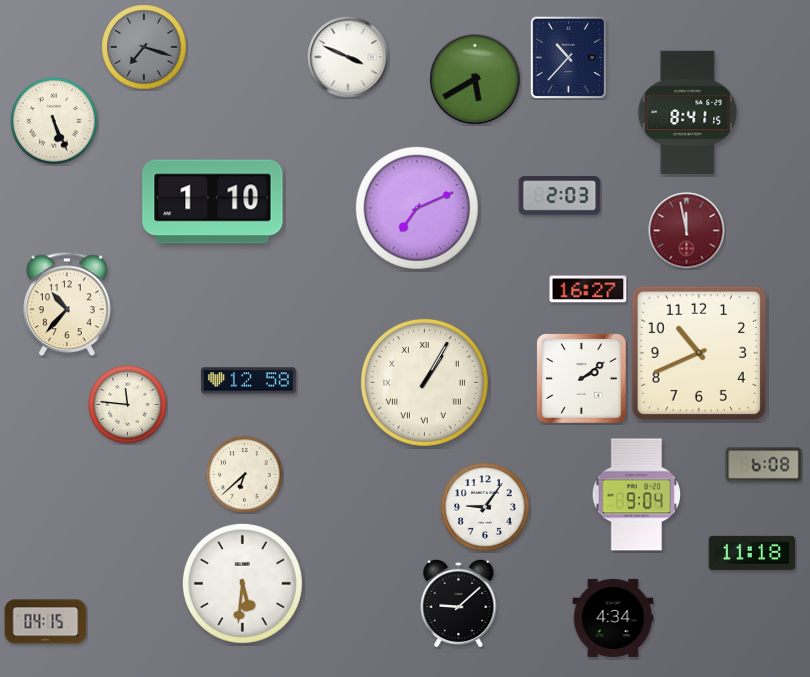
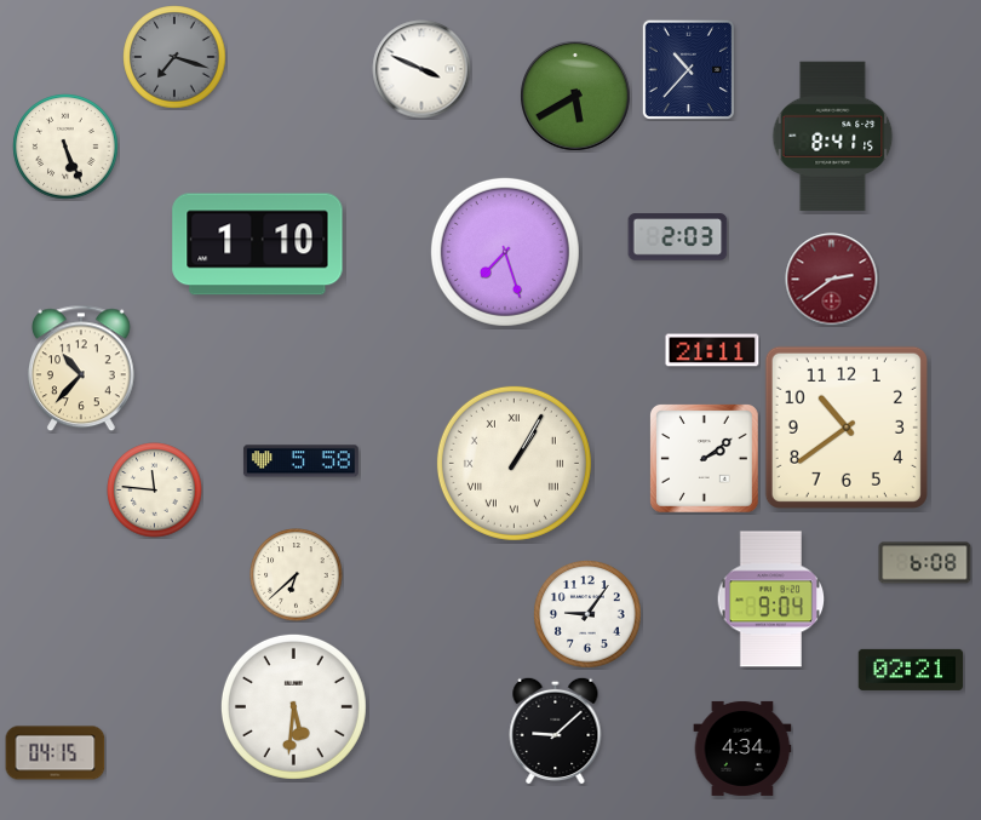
clock at (417, 208): 7:11 -> 7:27
clock at (687, 231): 11:58 -> 2:39
clock at (588, 289): 16:27 -> 21:11
clock at (699, 353): 10:41 -> 10:39
clock at (248, 381): 12:58 -> 5:58
clock at (752, 553): 11:18 -> 02:21
